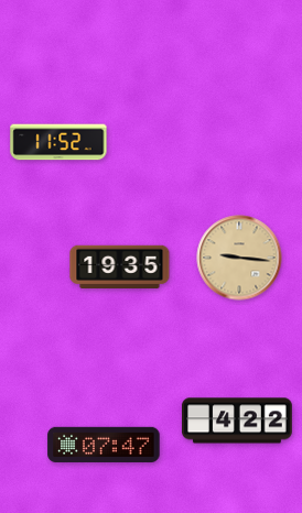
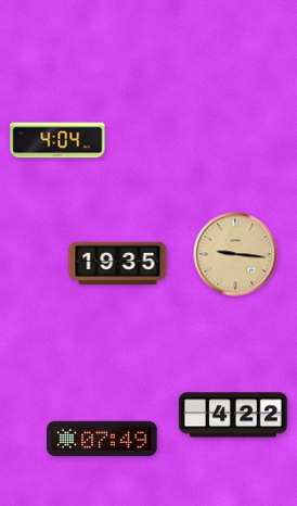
clock at (58, 142): 11:52 -> 4:04
clock at (104, 445): 07:47 -> 07:49
